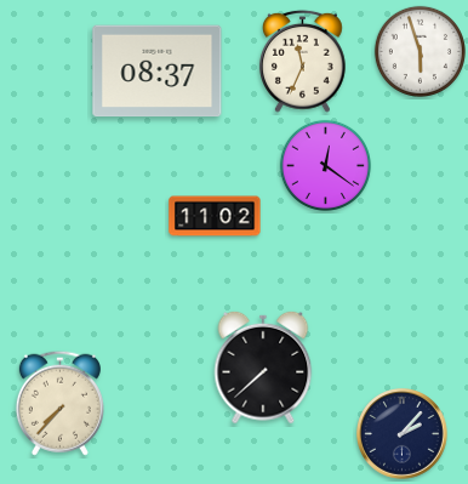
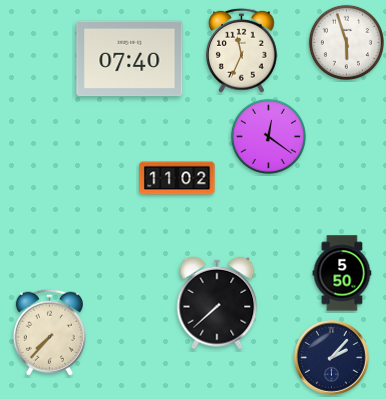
clock at (303, 61) position: (303, 61) -> (242, 50)
clock at (158, 72): 08:37 -> 07:40
clock at (342, 273): none -> 5:50
